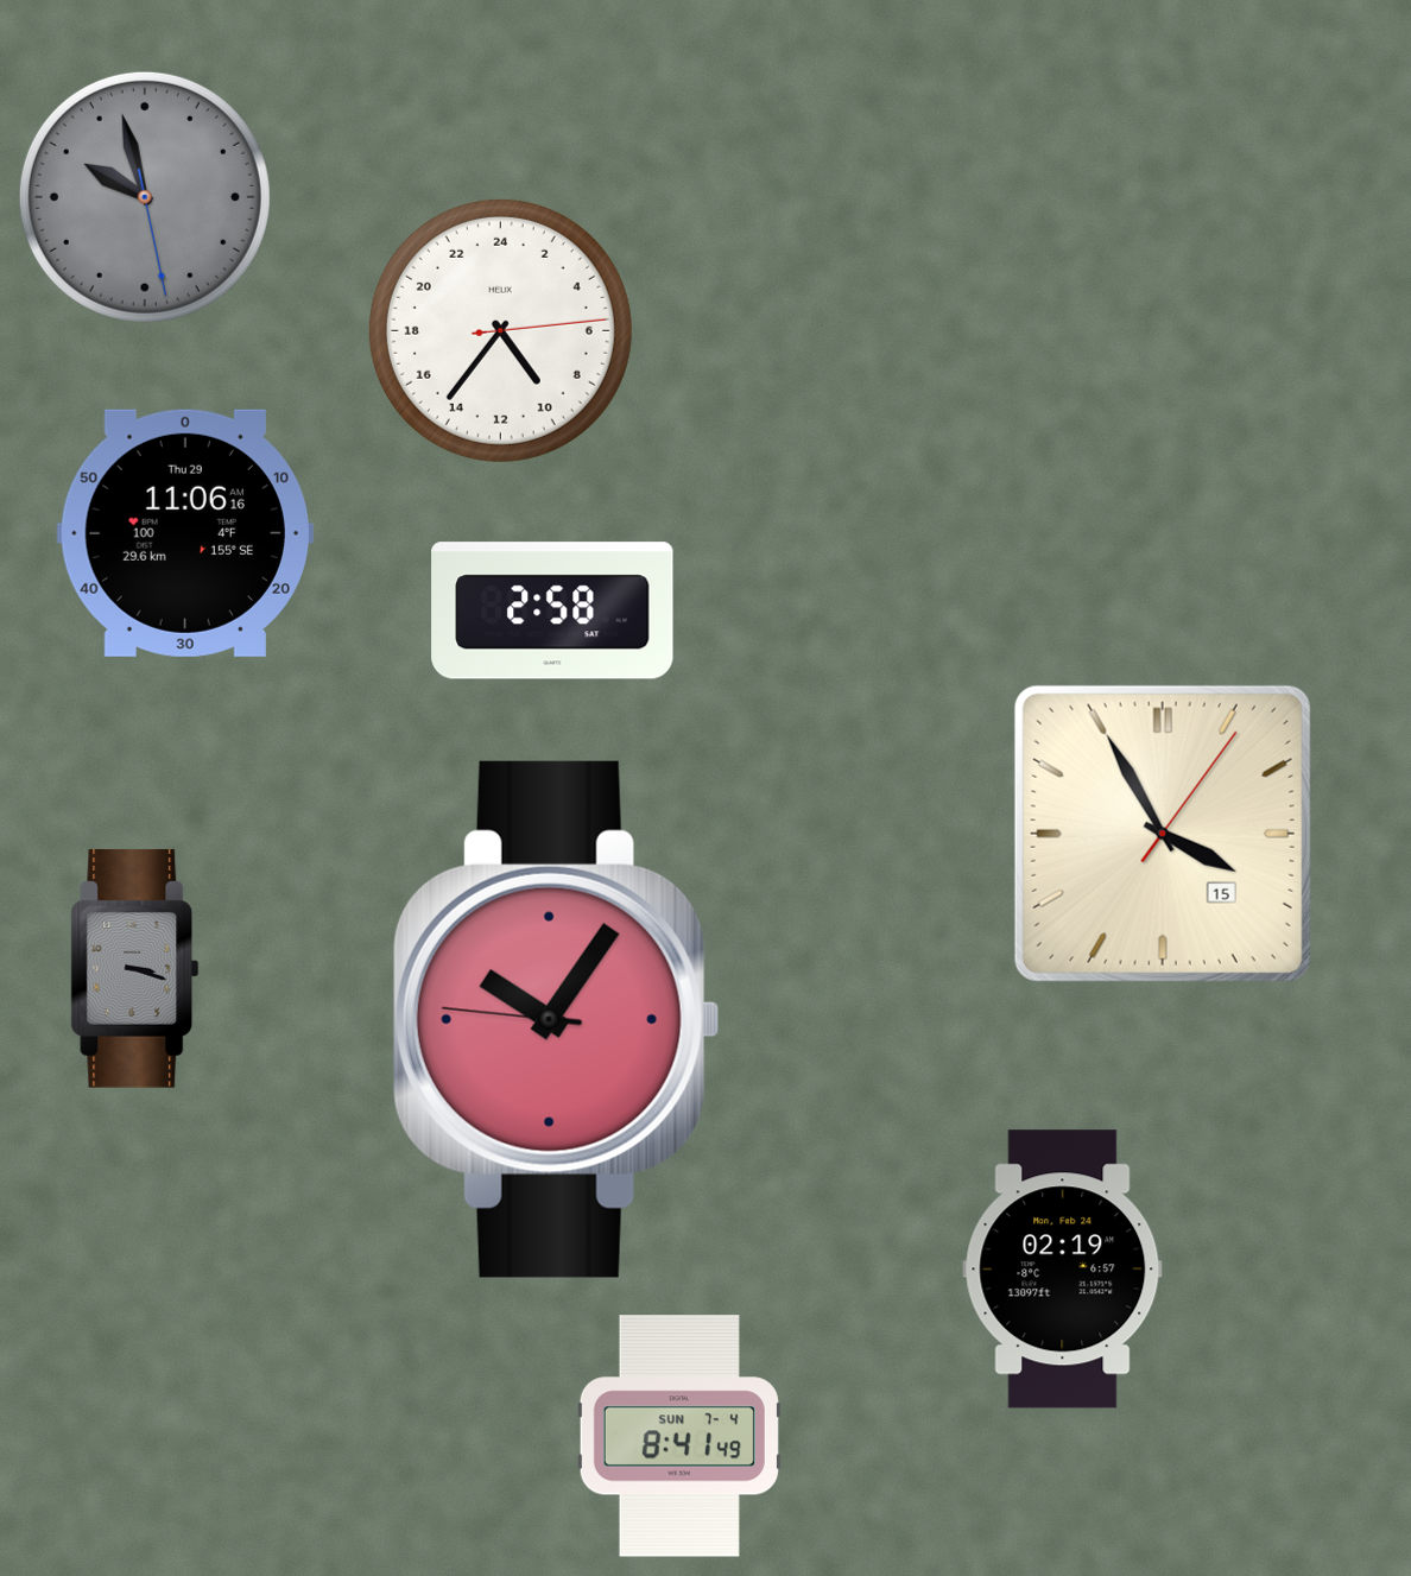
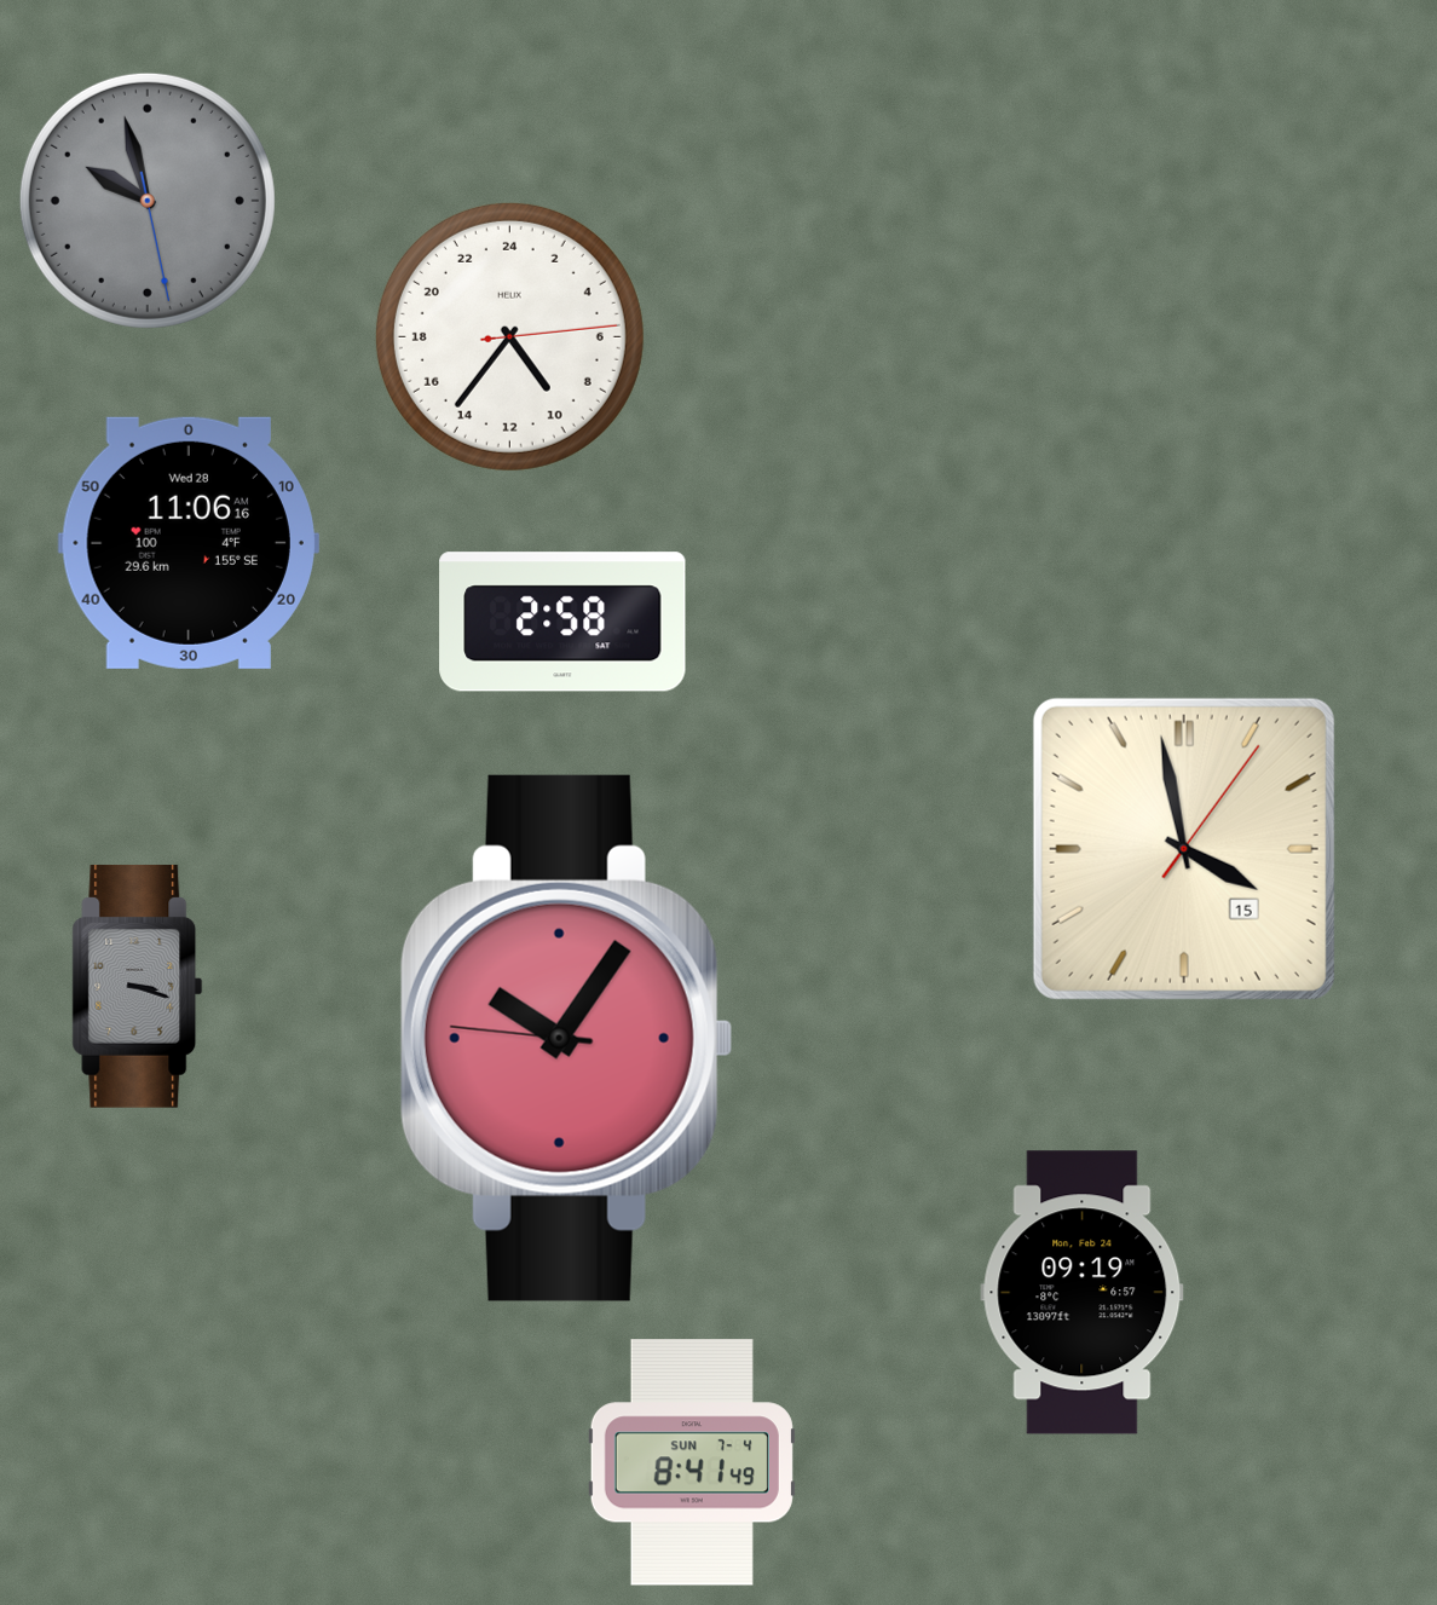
clock at (185, 533) date: Thu 29 -> Wed 28
clock at (1163, 834): 3:55 -> 3:58
clock at (1063, 1270): 02:19 -> 09:19
